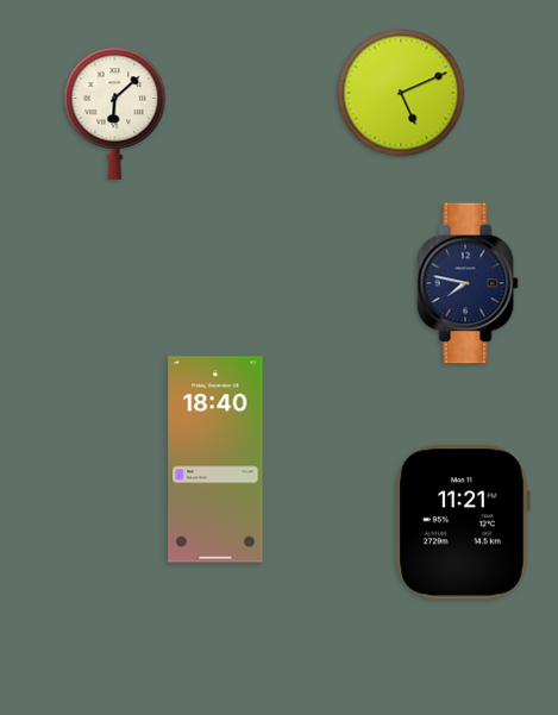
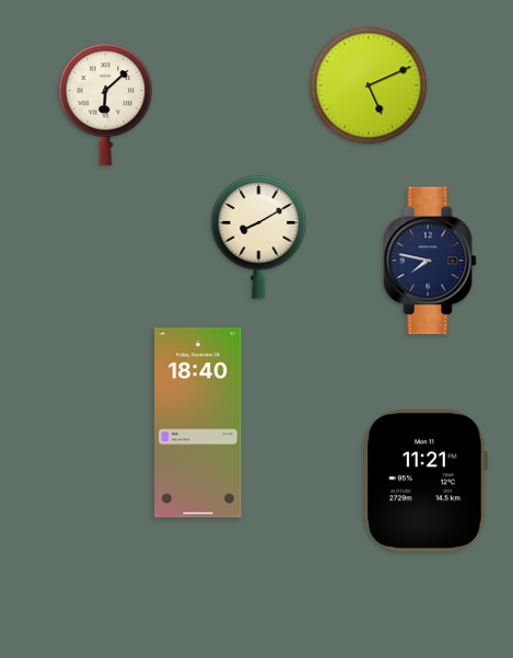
clock at (259, 238): none -> 8:10
